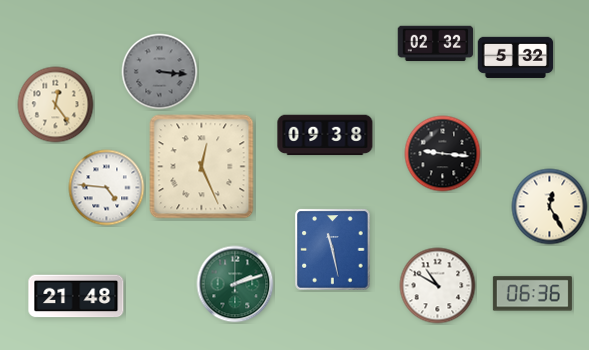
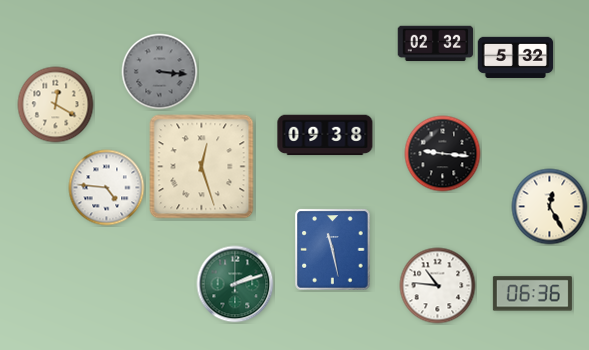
clock at (56, 105): 12:24 -> 12:20
clock at (202, 167): 12:26 -> 12:27
clock at (438, 286): 10:50 -> 10:46
clock at (76, 296): 21:48 -> none
